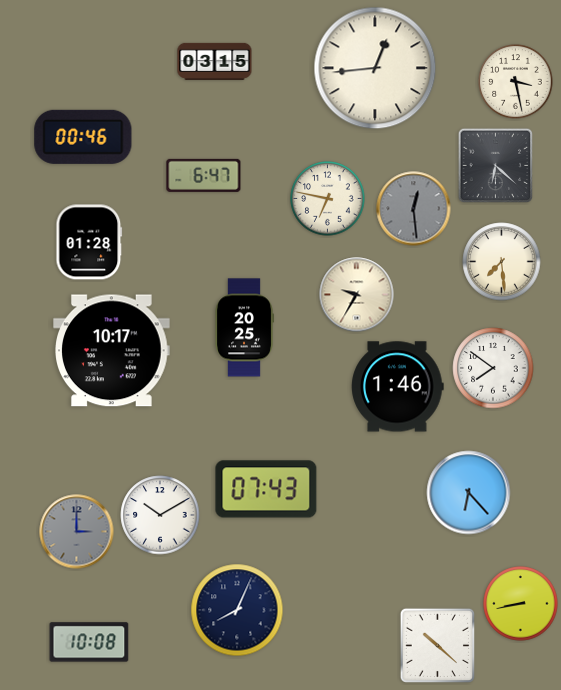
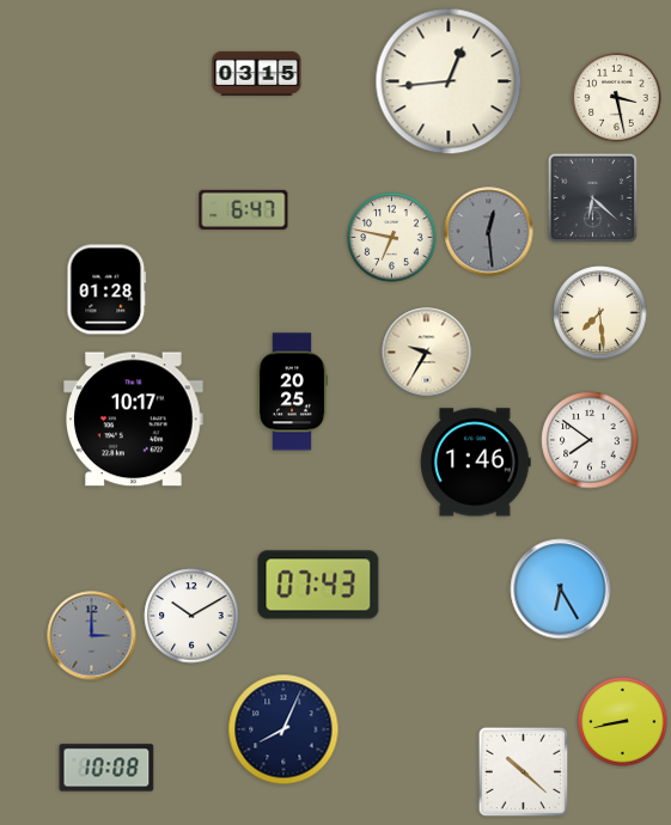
clock at (83, 137): 00:46 -> none
clock at (414, 209) position: (414, 209) -> (489, 232)
clock at (469, 493): 6:23 -> 6:25
